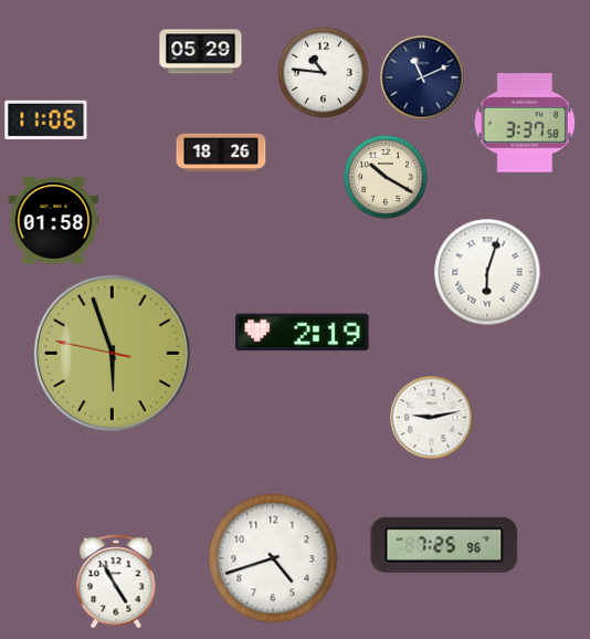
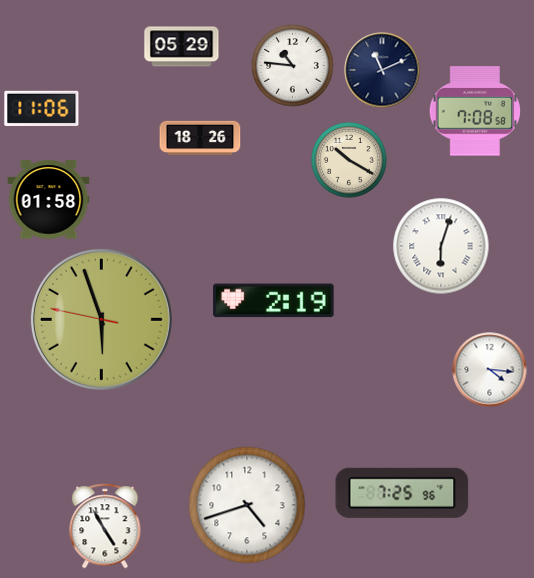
clock at (525, 123): 3:37 -> 7:08
clock at (490, 370): none -> 4:16
clock at (432, 418): 9:13 -> none
